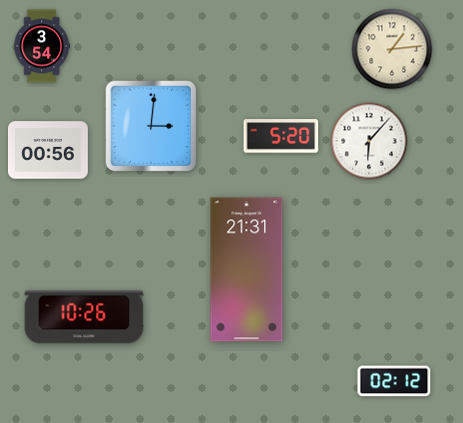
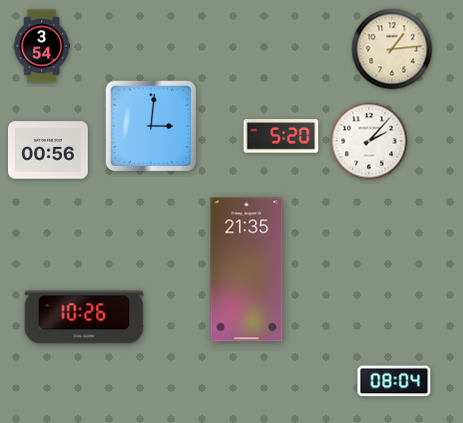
clock at (369, 141): 6:07 -> 2:07
clock at (247, 270): 21:31 -> 21:35
clock at (394, 381): 02:12 -> 08:04
